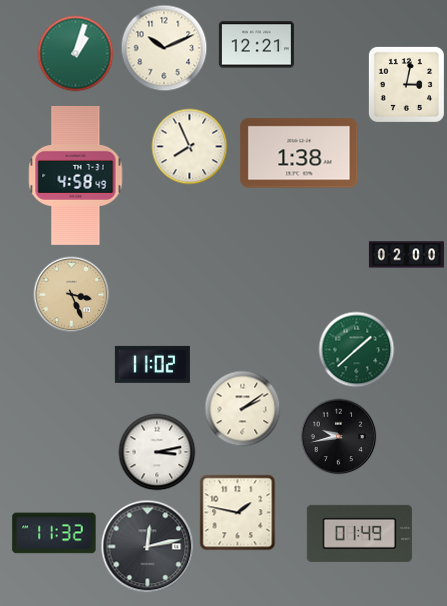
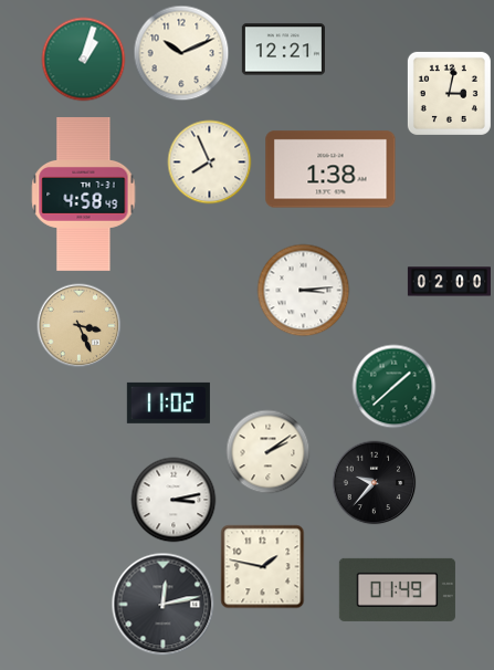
clock at (304, 291): none -> 3:14
clock at (339, 437): 9:43 -> 9:37
clock at (54, 533): 11:32 -> none
